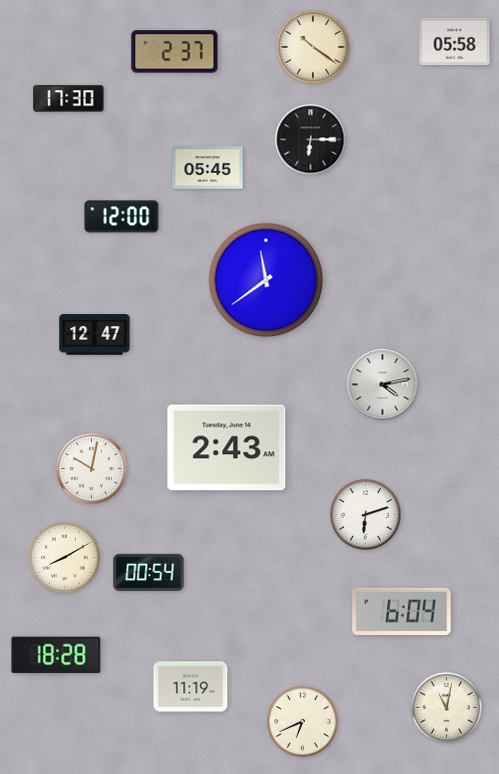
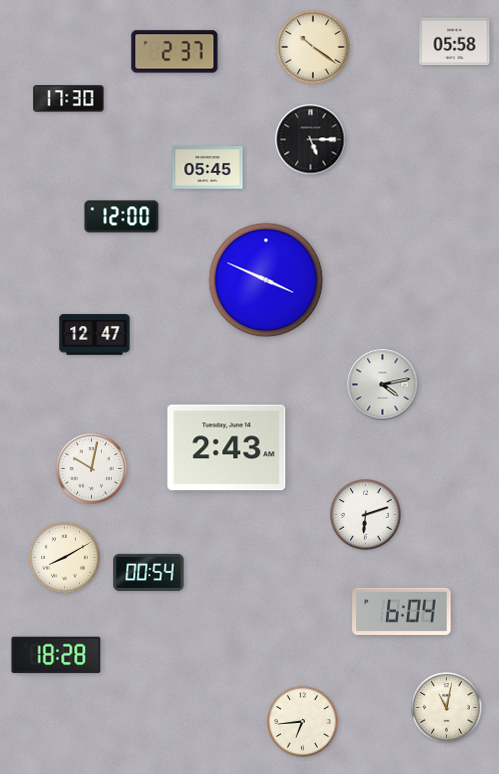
clock at (311, 140): 6:15 -> 5:15
clock at (266, 280): 11:39 -> 3:49
clock at (191, 687): 11:19 -> none
clock at (303, 722): 6:41 -> 6:44
